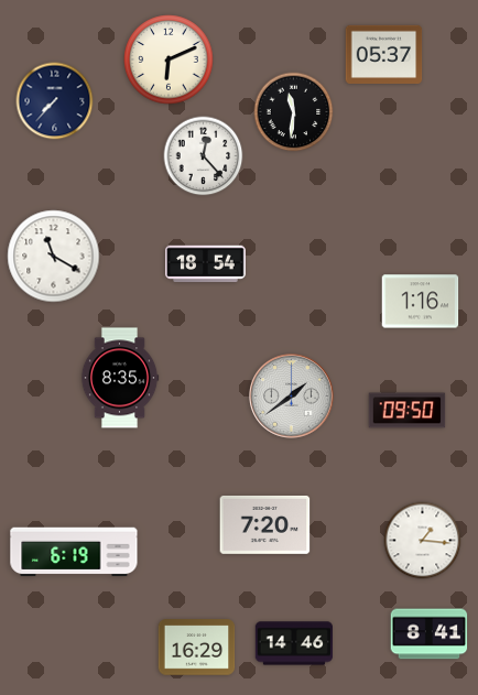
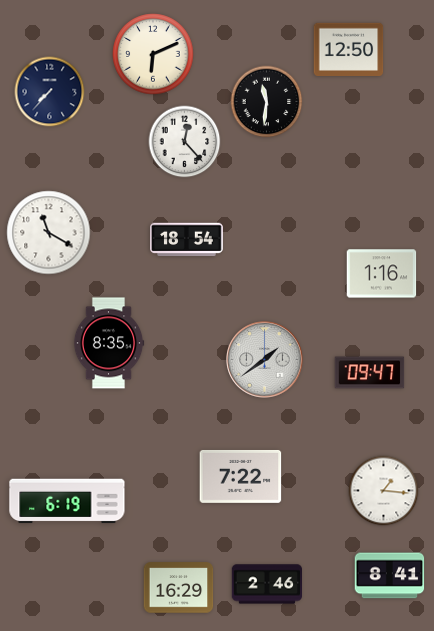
clock at (384, 54): 05:37 -> 12:50
clock at (408, 411): 09:50 -> 09:47
clock at (265, 524): 7:20 -> 7:22
clock at (294, 643): 14:46 -> 2:46
